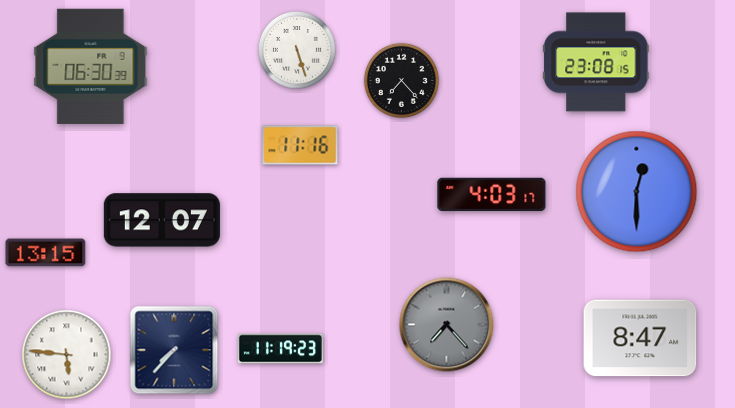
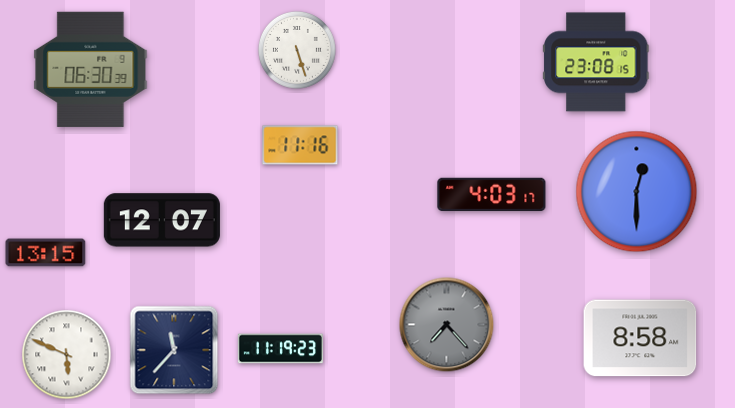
clock at (91, 66) position: (91, 66) -> (91, 69)
clock at (401, 80): 7:23 -> none
clock at (640, 338): 8:47 -> 8:58
clock at (174, 350): 7:37 -> 11:37
clock at (67, 355): 5:46 -> 5:49
